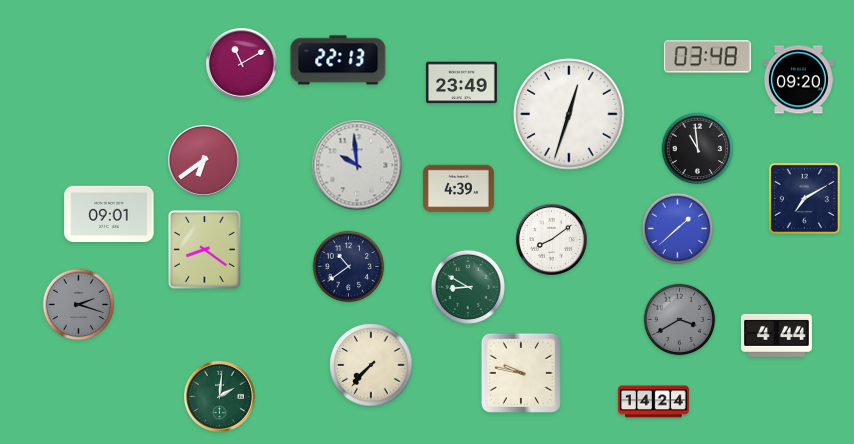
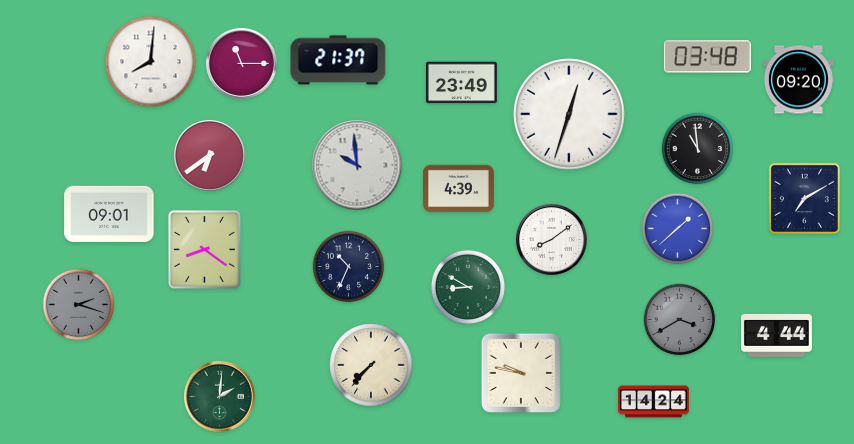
clock at (338, 60): 22:13 -> 21:37
clock at (151, 62): none -> 8:01
clock at (241, 63): 11:10 -> 11:15
clock at (203, 160) position: (203, 160) -> (209, 155)
clock at (349, 267): 10:39 -> 10:34
